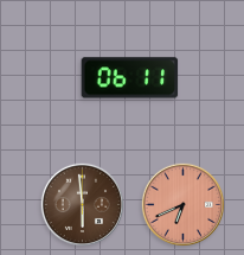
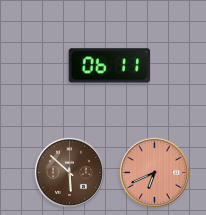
clock at (82, 204): 5:59 -> 5:52
